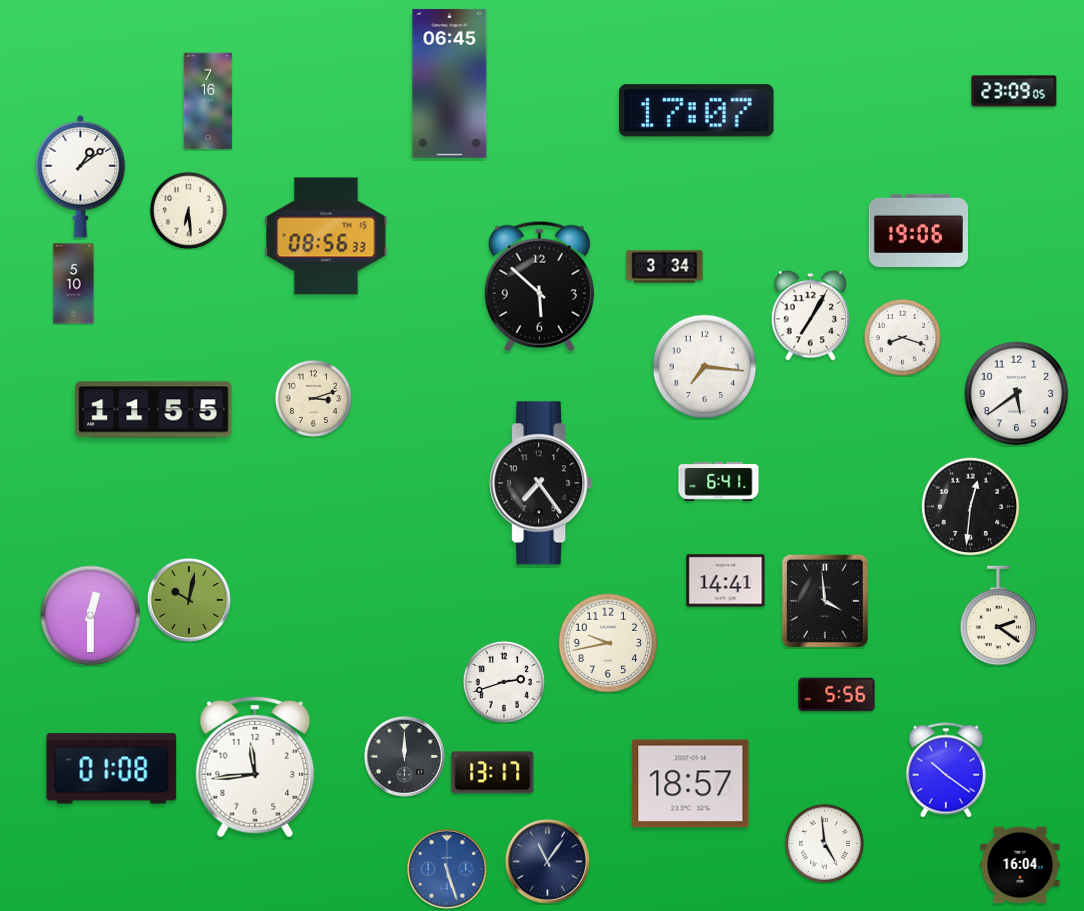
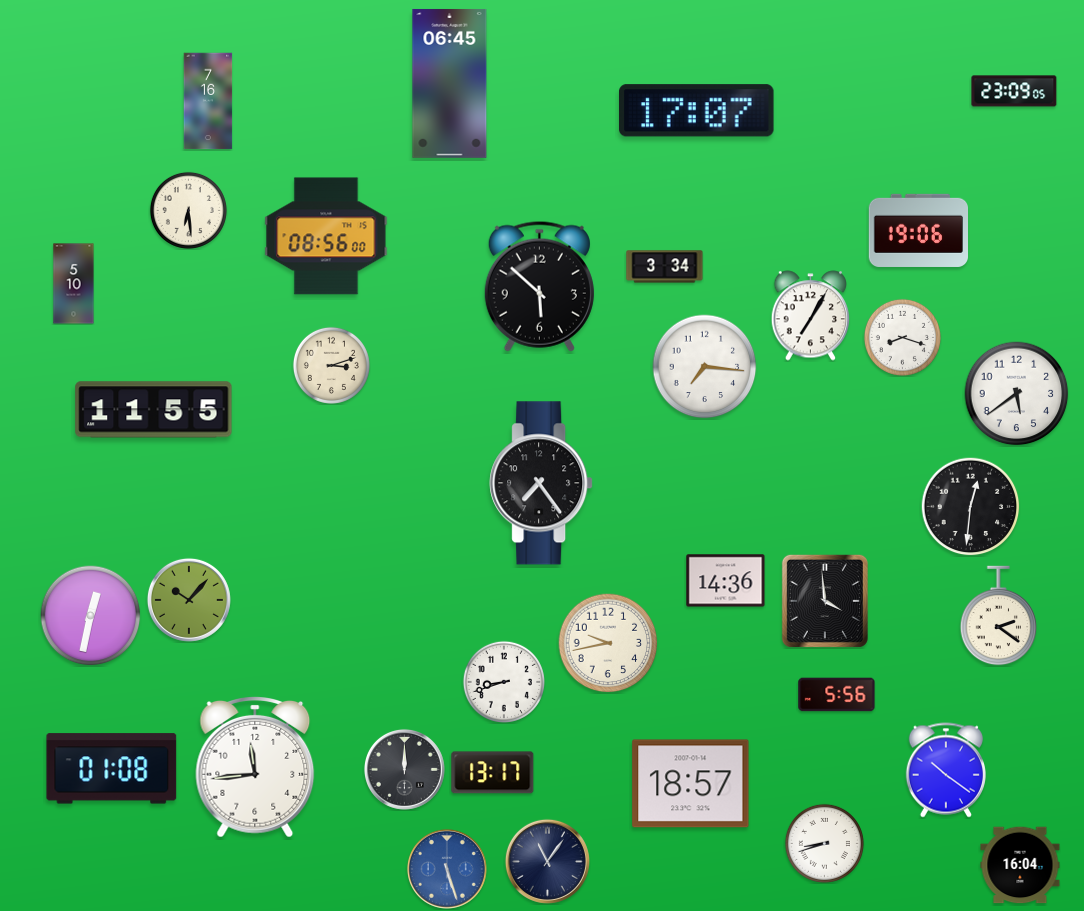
clock at (81, 176): 1:09 -> none
clock at (326, 236): 08:56:33 -> 08:56:00
clock at (313, 398) position: (313, 398) -> (331, 365)
clock at (719, 482): 6:41 -> none
clock at (726, 581): 14:41 -> 14:36
clock at (189, 600): 10:02 -> 10:07
clock at (91, 616): 12:30 -> 12:32
clock at (504, 682): 2:42 -> 8:42
clock at (404, 756) position: (404, 756) -> (404, 769)
clock at (824, 843): 4:59 -> 8:42
